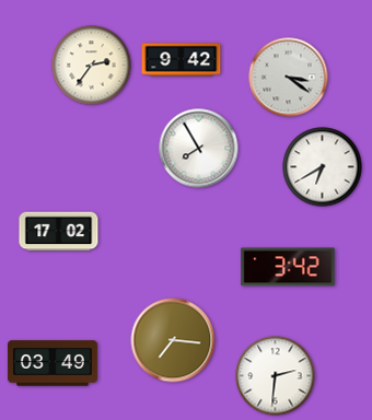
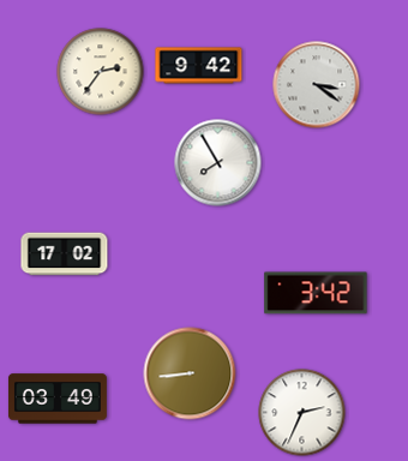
clock at (323, 167): 6:40 -> none
clock at (173, 340): 7:16 -> 8:44
clock at (276, 376): 2:31 -> 2:34
